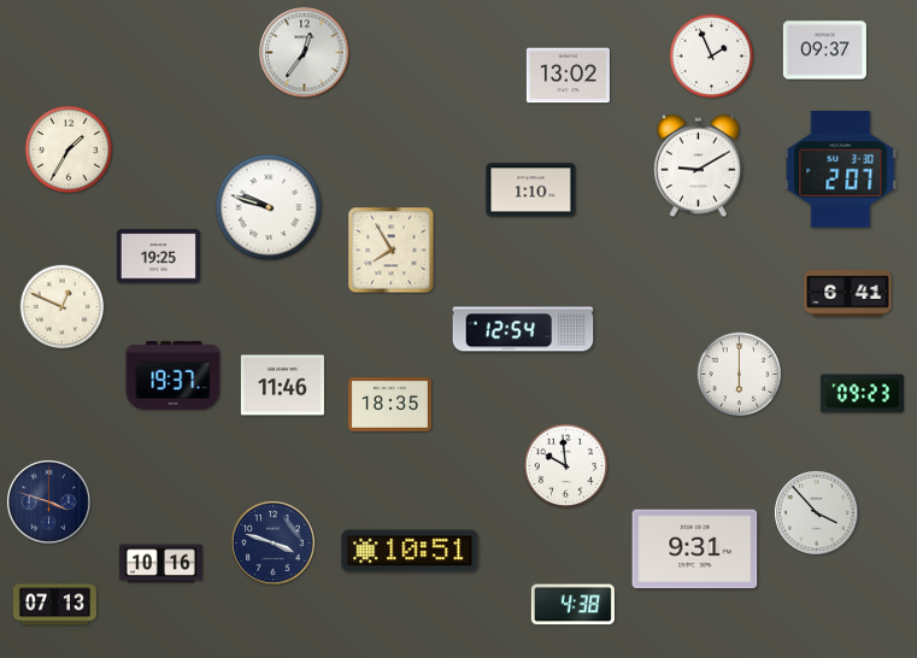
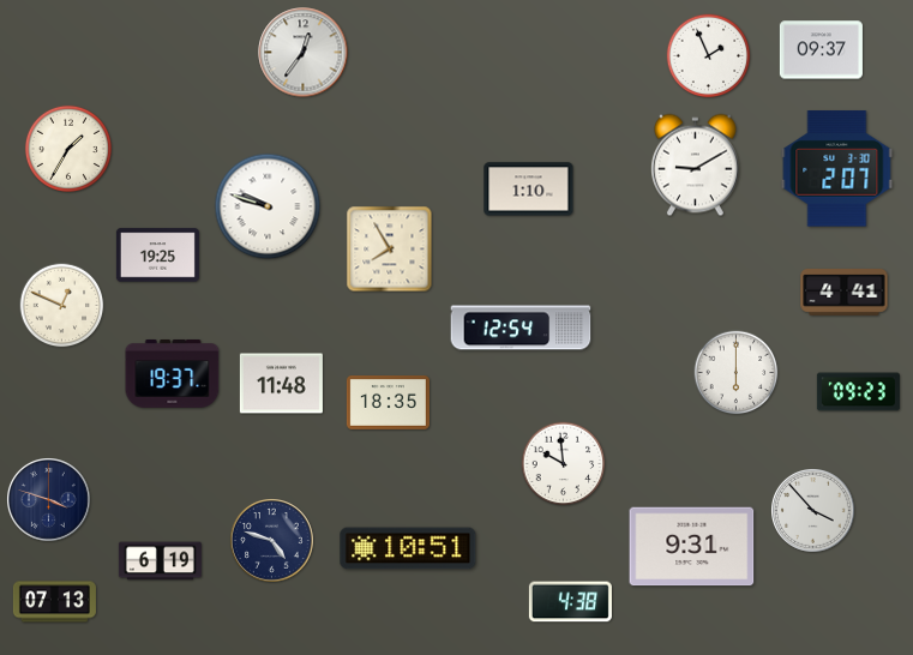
clock at (568, 76): 13:02 -> none
clock at (848, 294): 6:41 -> 4:41
clock at (282, 386): 11:46 -> 11:48
clock at (274, 544): 3:48 -> 4:48
clock at (160, 564): 10:16 -> 6:19
